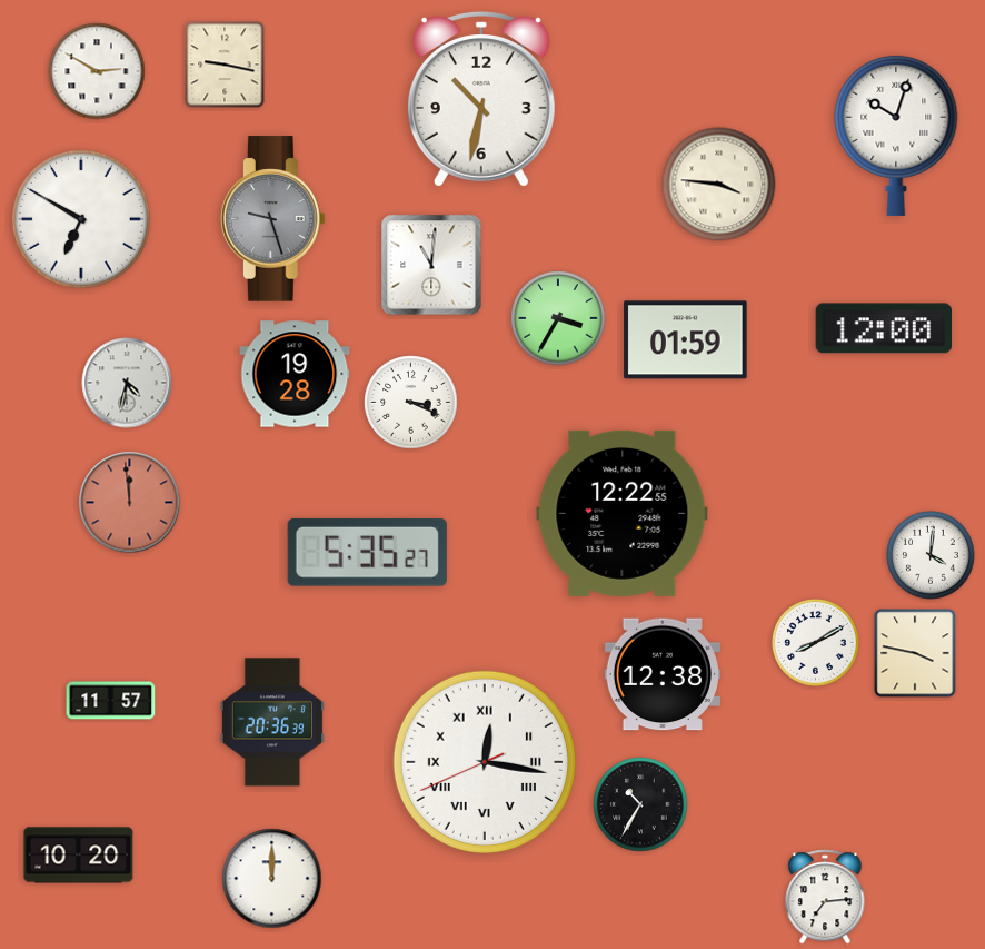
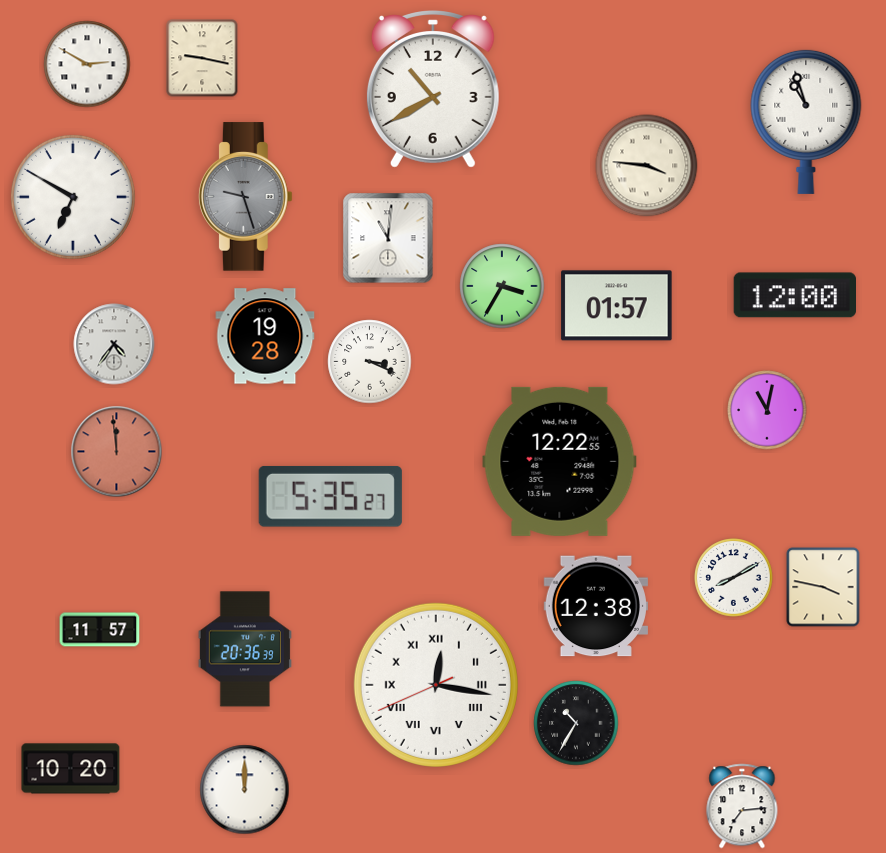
clock at (481, 99): 10:32 -> 10:40
clock at (896, 135): 10:03 -> 10:57
clock at (686, 340): 01:59 -> 01:57
clock at (127, 383): 4:32 -> 4:36
clock at (767, 410): none -> 11:02
clock at (931, 555): 4:01 -> none
